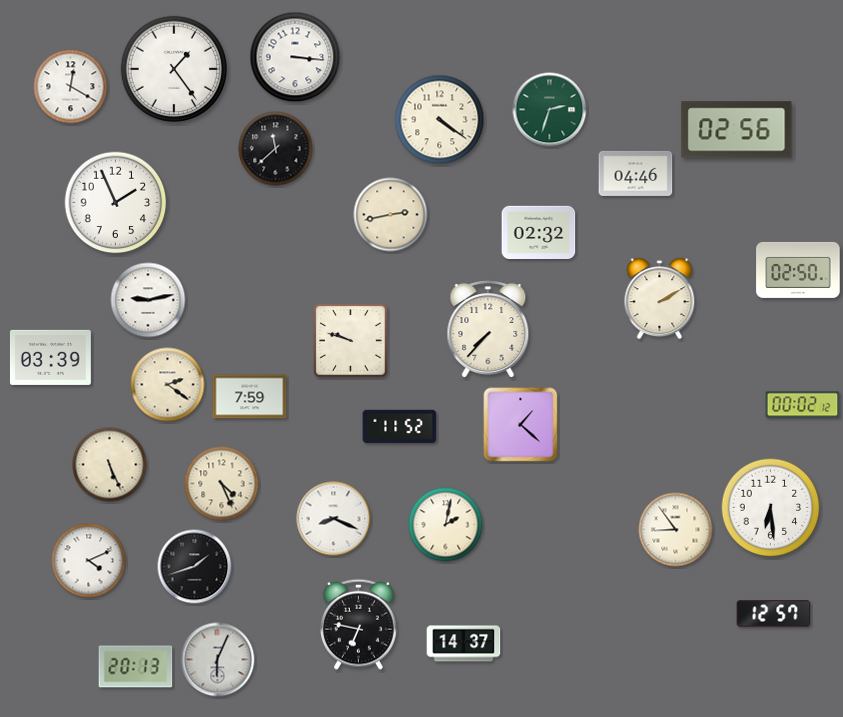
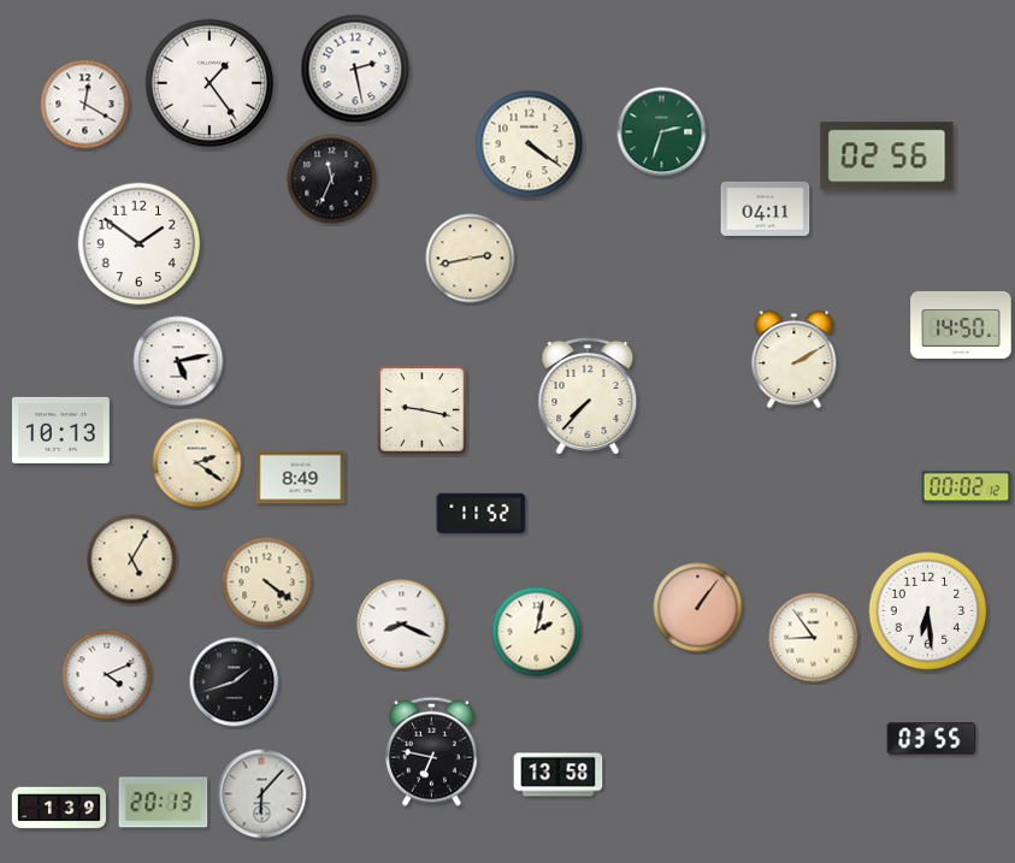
clock at (295, 57): 3:16 -> 2:28
clock at (276, 149): 11:38 -> 11:34
clock at (636, 173): 04:46 -> 04:11
clock at (116, 203): 1:56 -> 1:51
clock at (539, 232): 02:32 -> none
clock at (798, 270): 02:50 -> 14:50
clock at (148, 300): 9:13 -> 5:13
clock at (351, 341): 9:48 -> 9:17
clock at (50, 357): 03:39 -> 10:13
clock at (168, 385) position: (168, 385) -> (197, 463)
clock at (250, 397): 7:59 -> 8:49
clock at (521, 425): 1:22 -> none
clock at (110, 465): 5:26 -> 5:05
clock at (222, 484): 4:26 -> 4:21
clock at (698, 608): none -> 1:06
clock at (774, 614): 12:57 -> 03:55
clock at (464, 644): 14:37 -> 13:58
clock at (218, 660): 6:04 -> 6:07
clock at (58, 808): none -> 1:39
